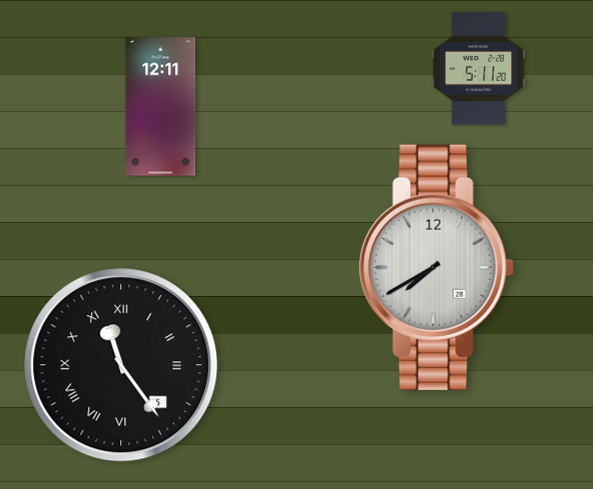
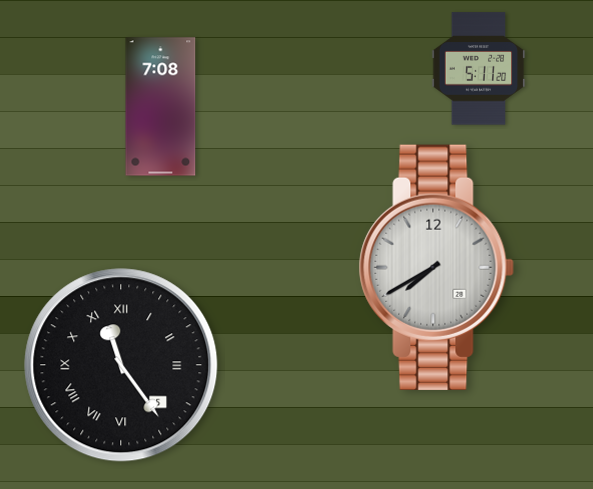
clock at (161, 107): 12:11 -> 7:08
